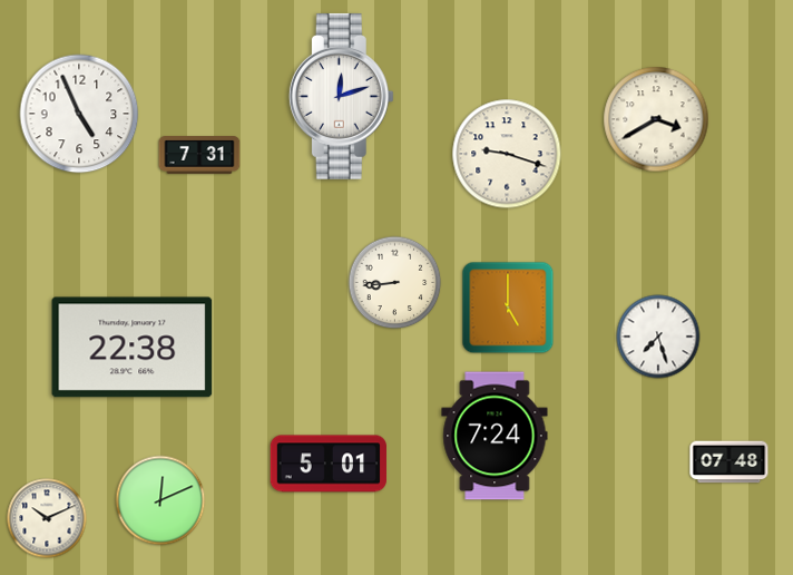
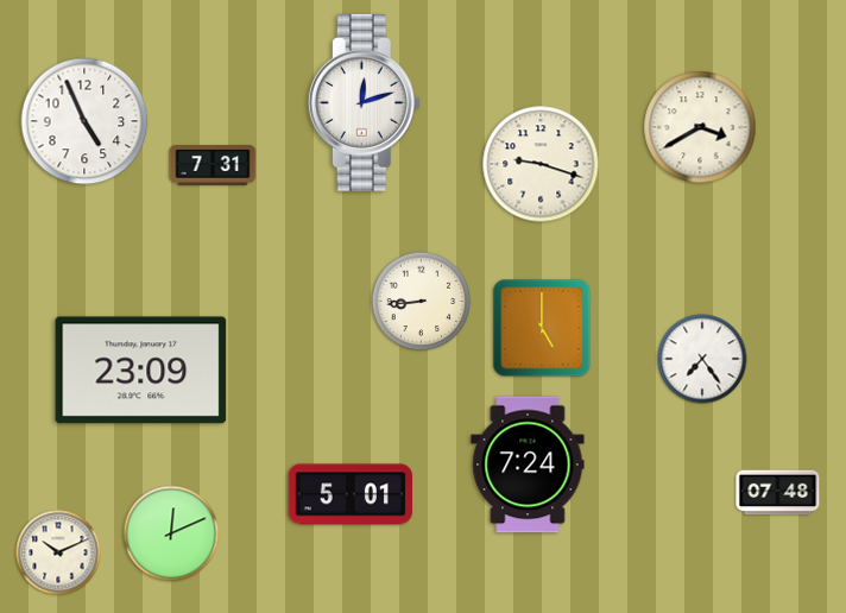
clock at (658, 337): 7:27 -> 7:24
clock at (133, 348): 22:38 -> 23:09
clock at (47, 518) position: (47, 518) -> (58, 552)
